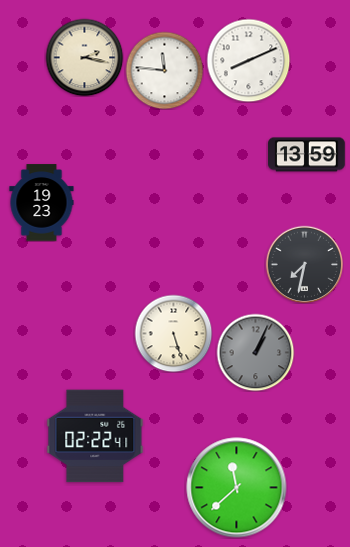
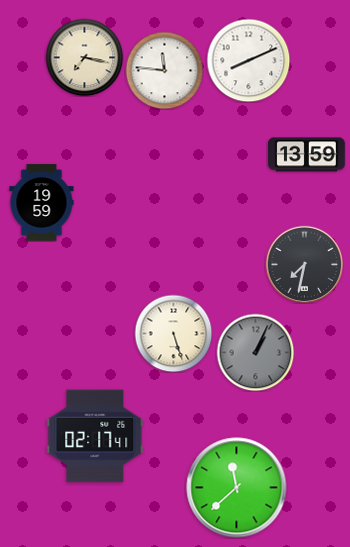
clock at (84, 57): 2:17 -> 7:17
clock at (42, 203): 19:23 -> 19:59
clock at (95, 436): 02:22 -> 02:17
